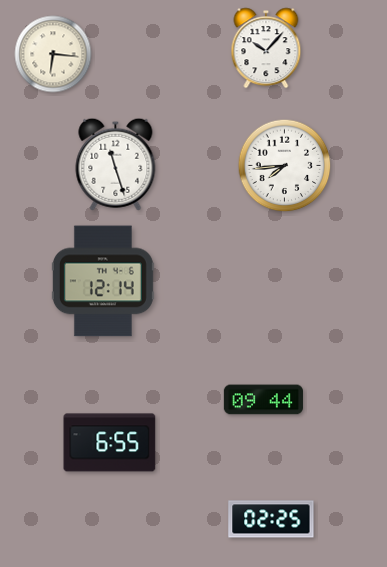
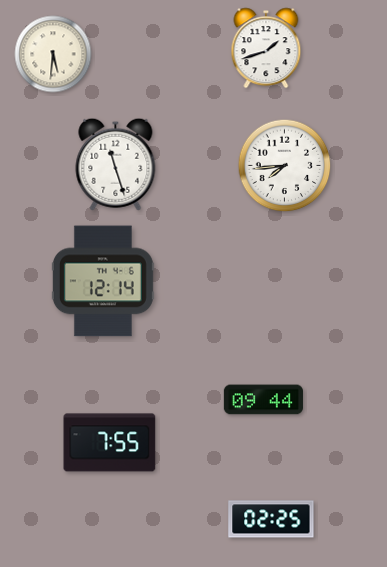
clock at (266, 48): 10:07 -> 1:42
clock at (53, 54): 6:16 -> 5:31
clock at (110, 443): 6:55 -> 7:55
